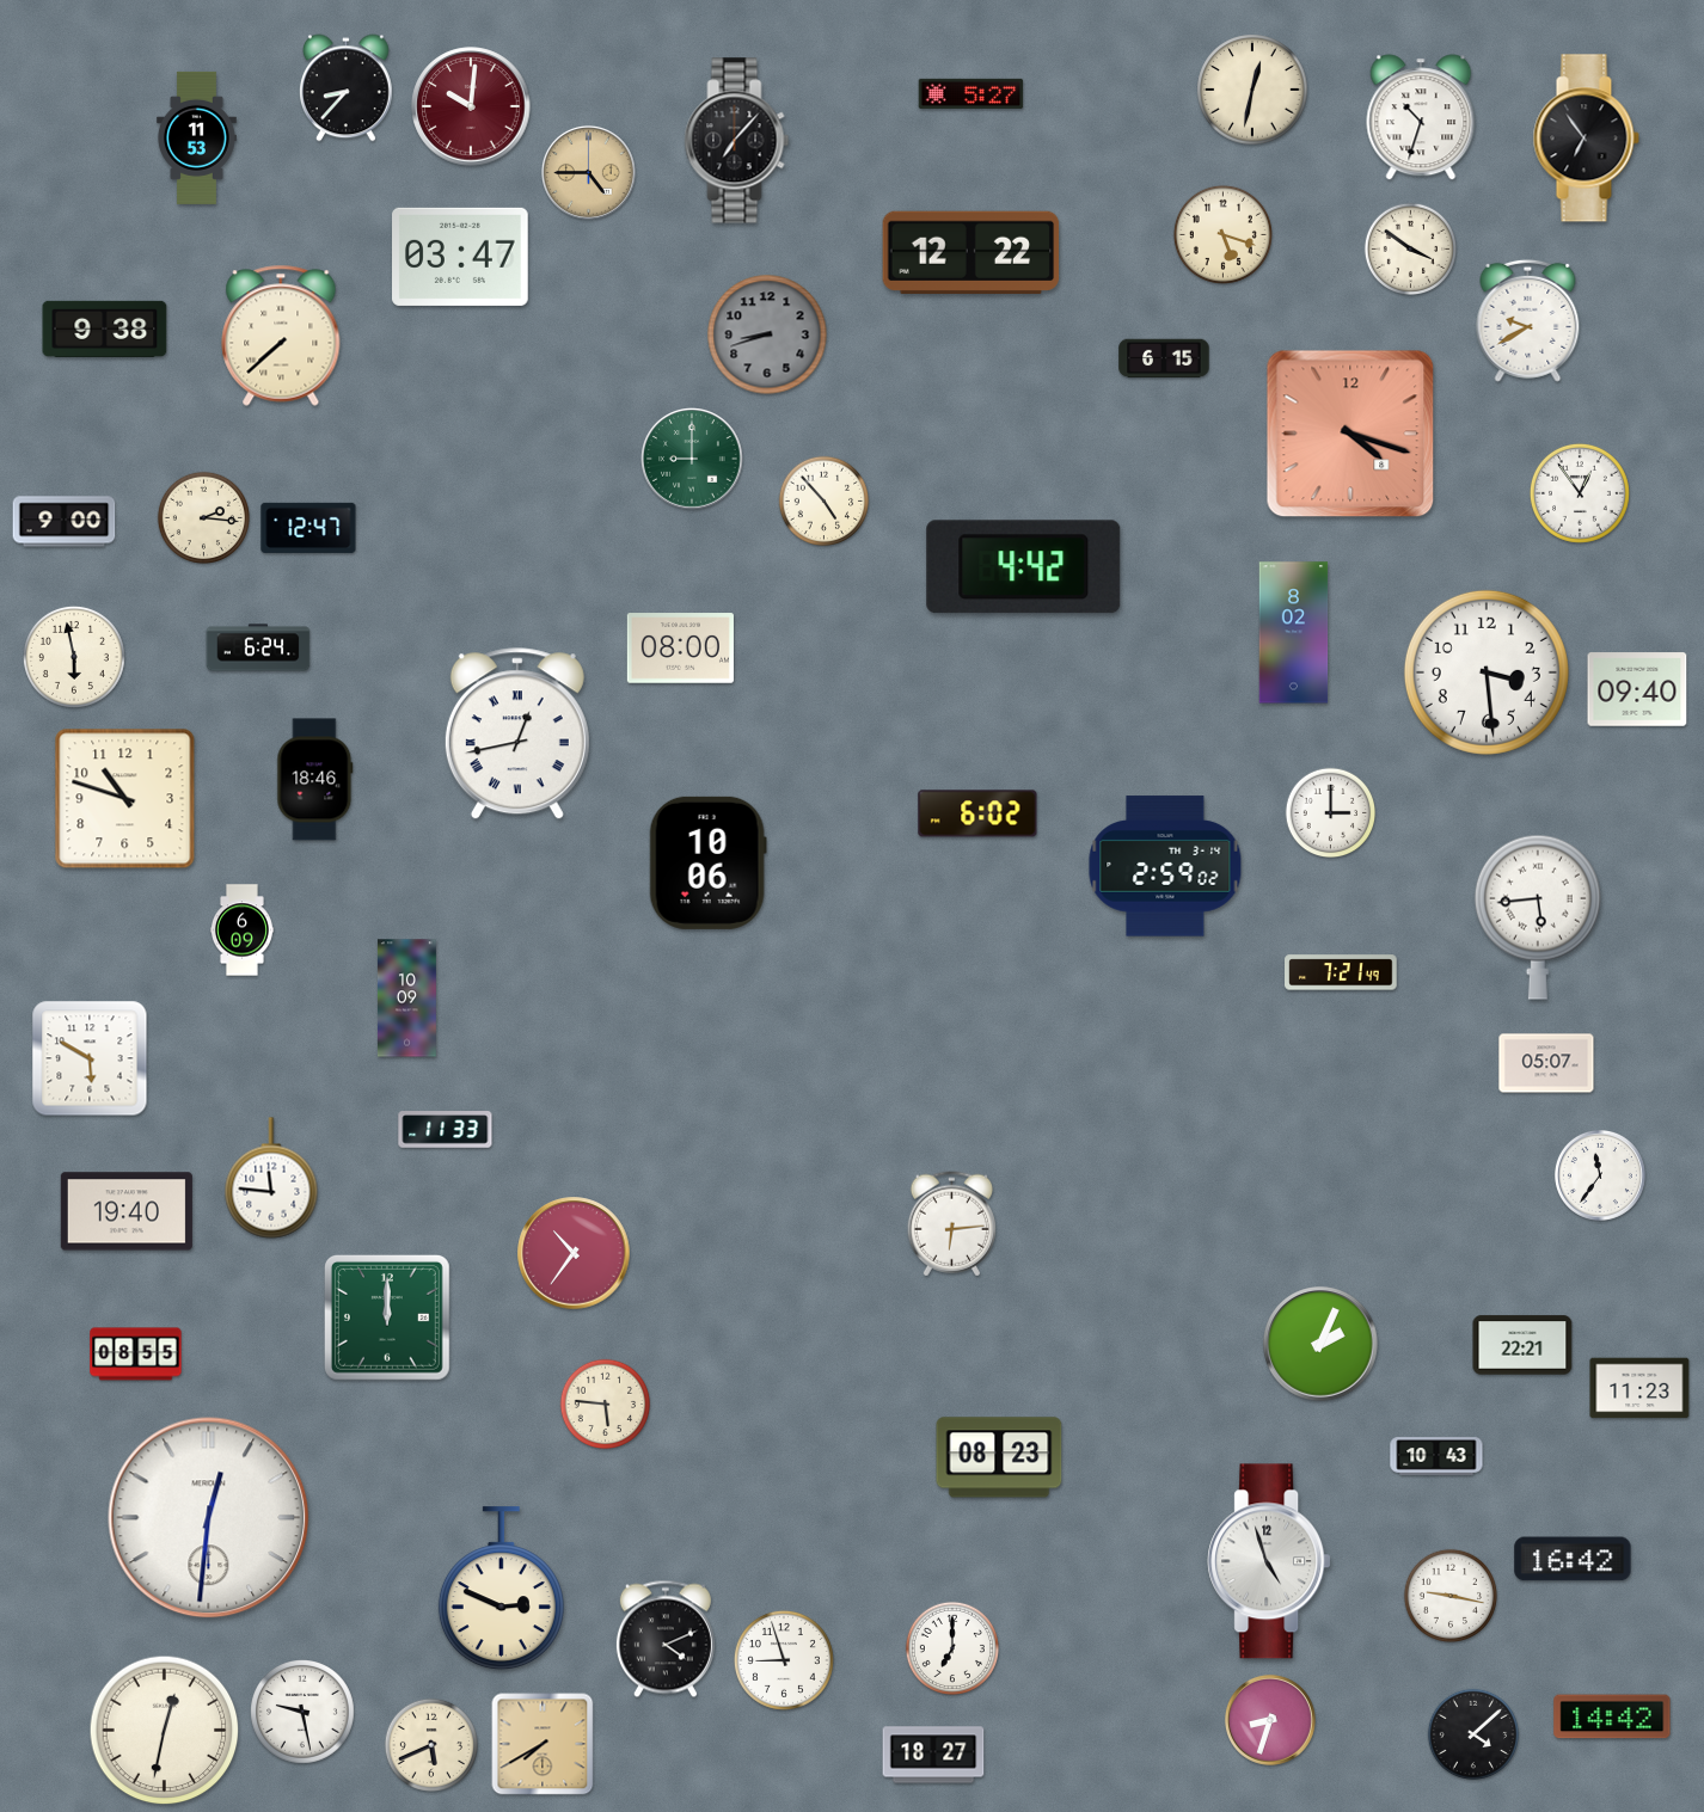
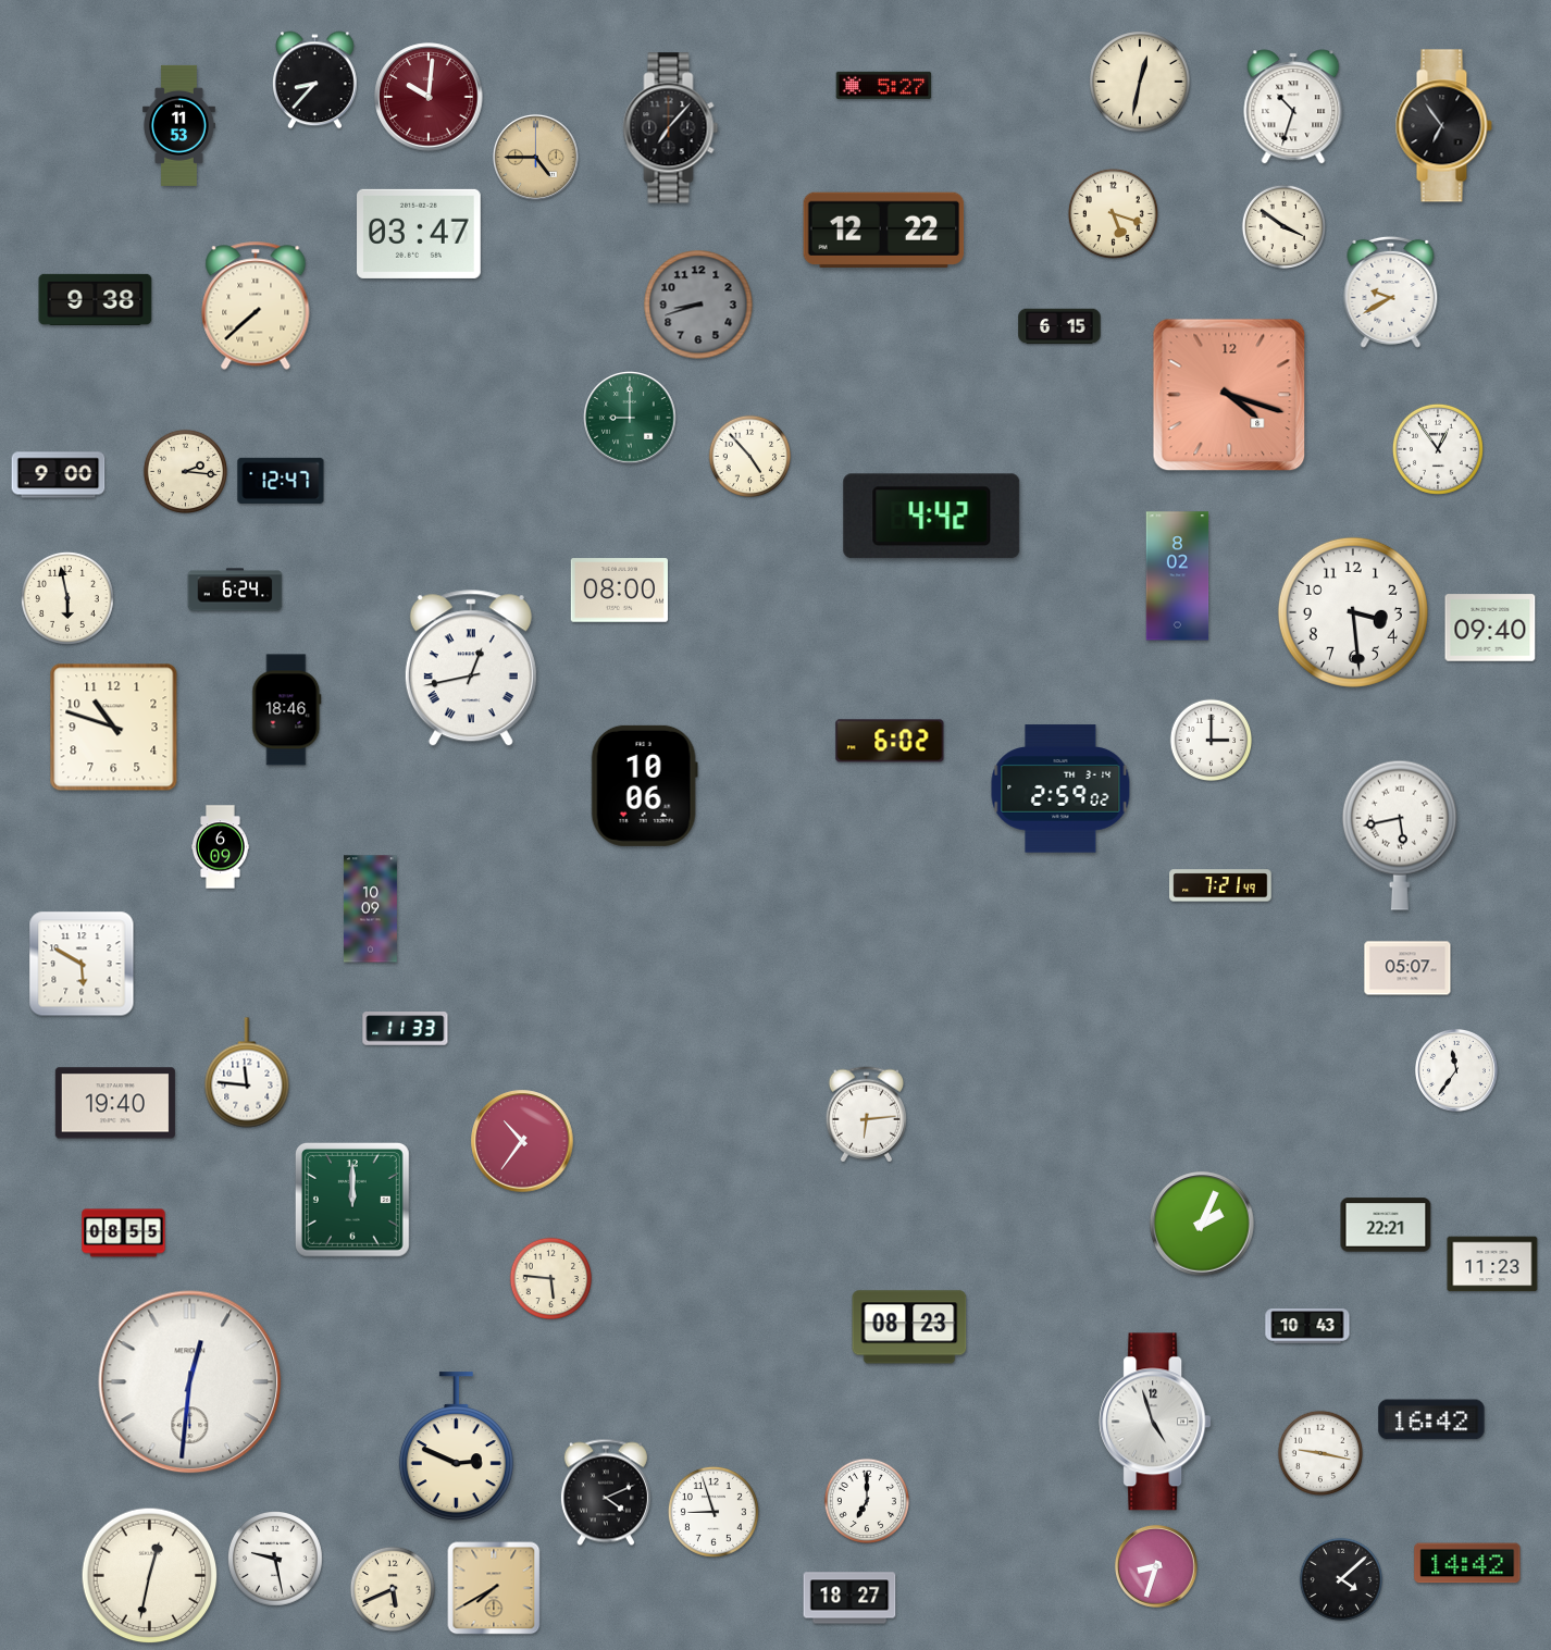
clock at (1538, 917): 5:44 -> 5:43
